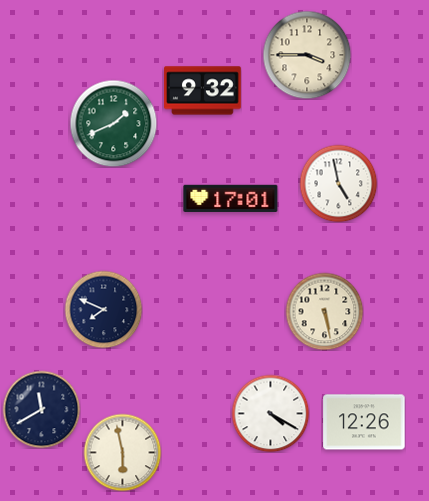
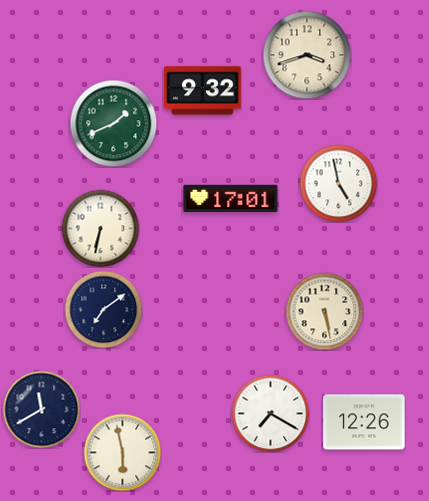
clock at (307, 55): 3:45 -> 3:42
clock at (100, 228): none -> 6:32
clock at (103, 309): 7:49 -> 7:09
clock at (270, 413): 4:20 -> 7:20
